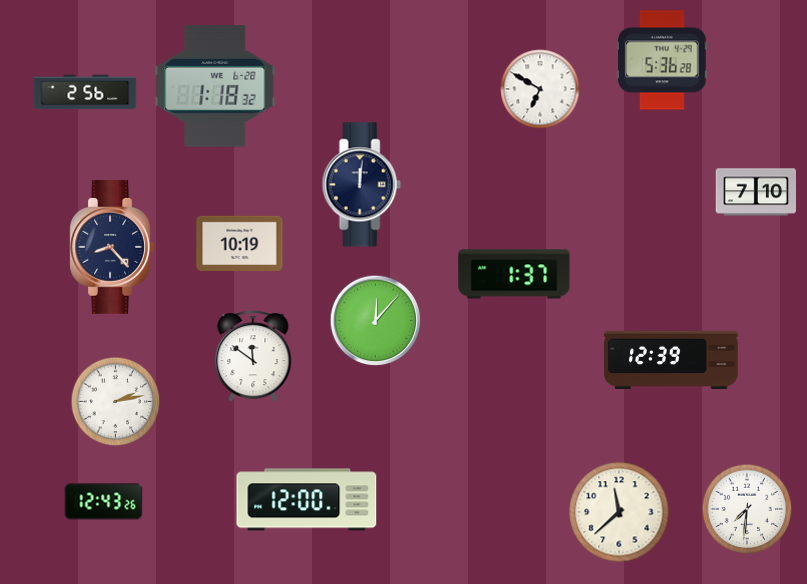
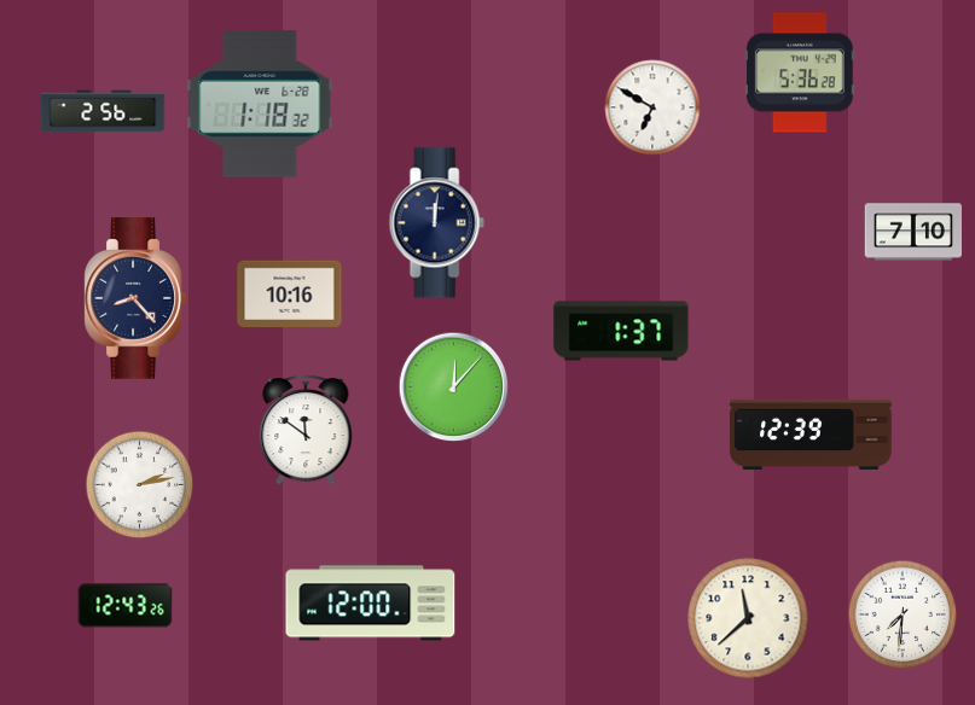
clock at (240, 243): 10:19 -> 10:16
